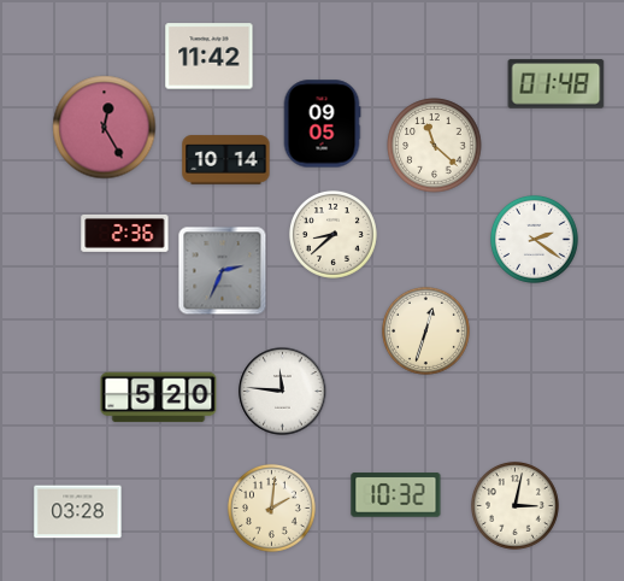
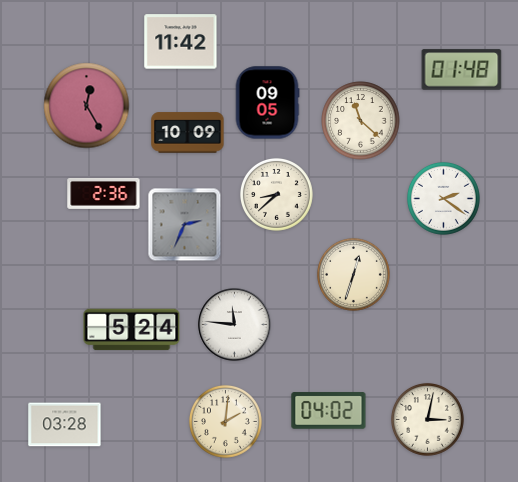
clock at (210, 57) position: (210, 57) -> (181, 42)
clock at (226, 160): 10:14 -> 10:09
clock at (159, 398): 5:20 -> 5:24
clock at (396, 495): 10:32 -> 04:02
